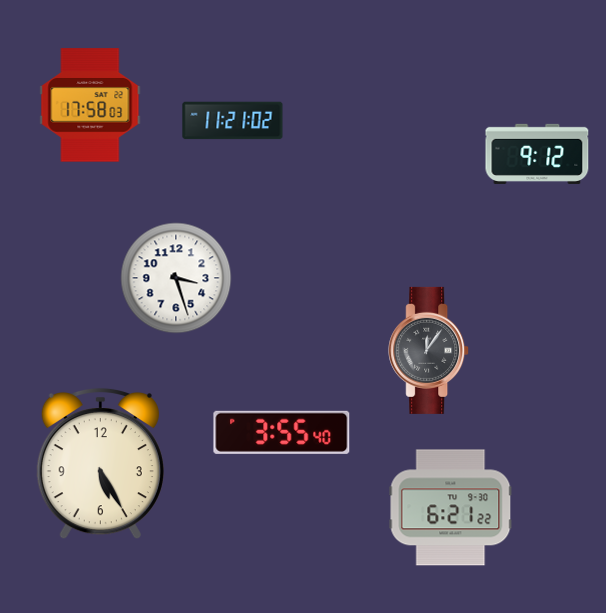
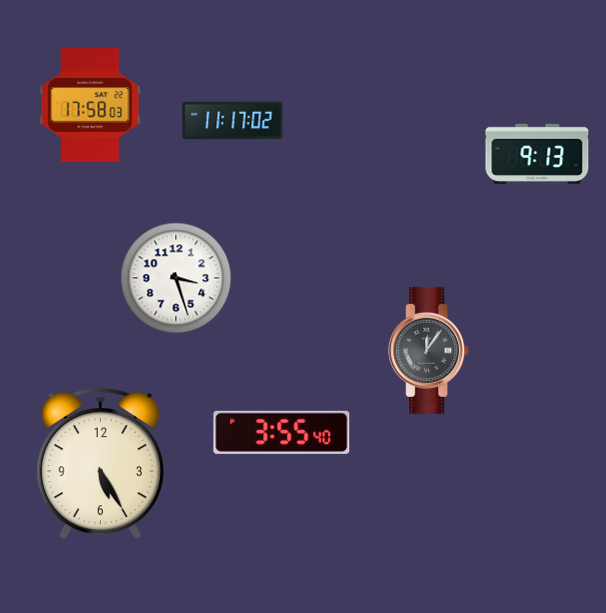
clock at (233, 121): 11:21 -> 11:17
clock at (537, 154): 9:12 -> 9:13
clock at (451, 508): 6:21 -> none
